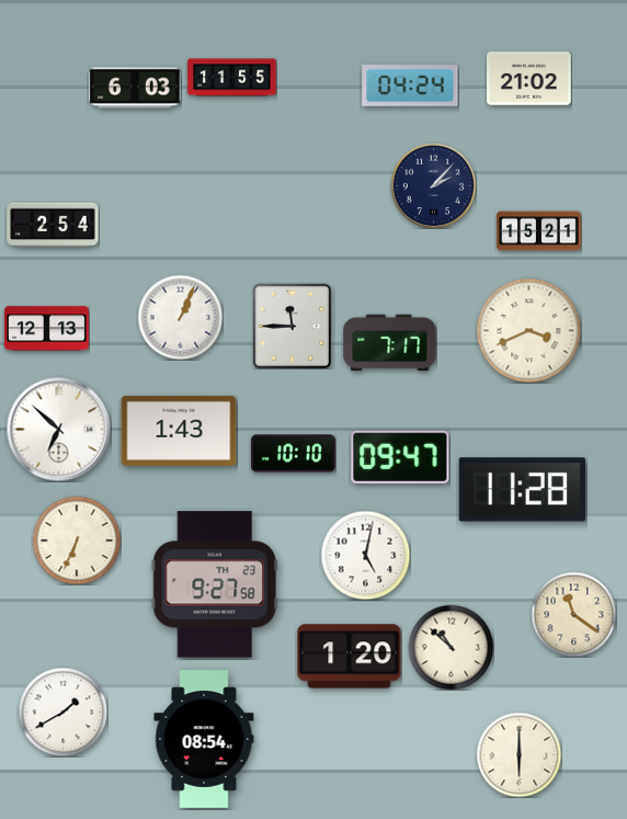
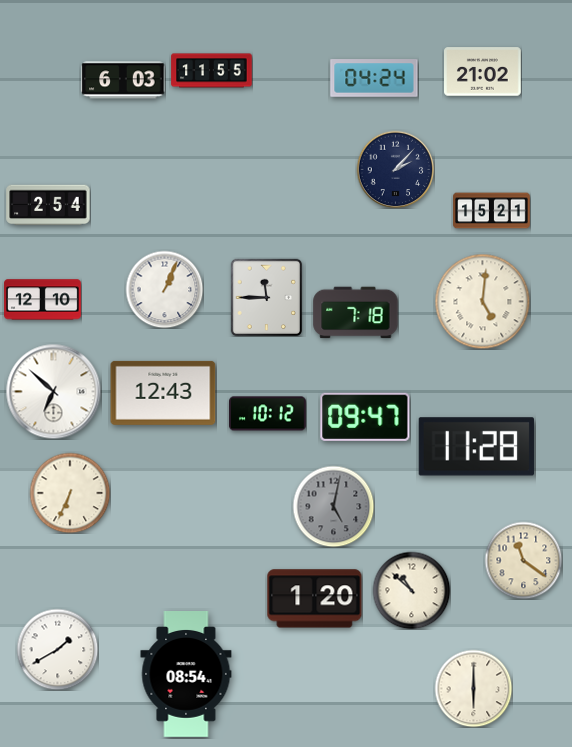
clock at (47, 329): 12:13 -> 12:10
clock at (528, 330): 3:41 -> 5:01
clock at (390, 343): 7:17 -> 7:18
clock at (179, 431): 1:43 -> 12:43
clock at (294, 454): 10:10 -> 10:12
clock at (365, 555) dial: white -> grey
clock at (215, 584): 9:27 -> none
clock at (350, 657) position: (350, 657) -> (315, 599)
